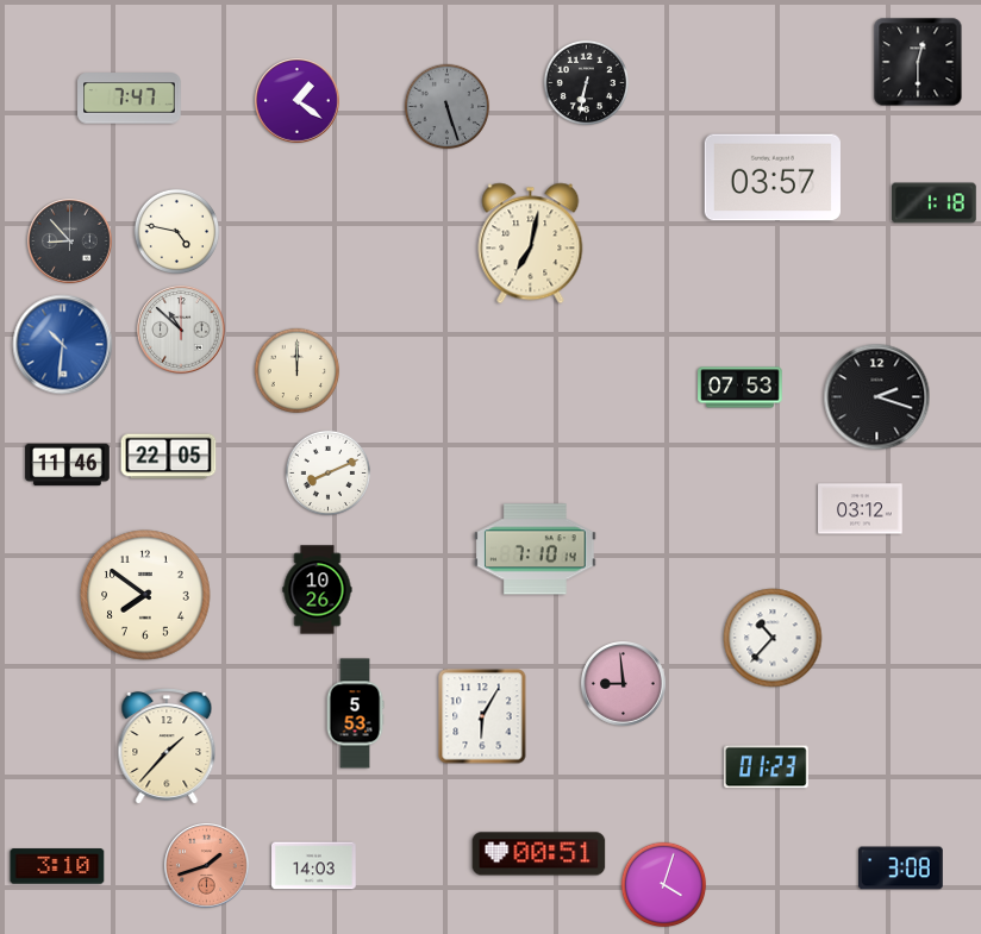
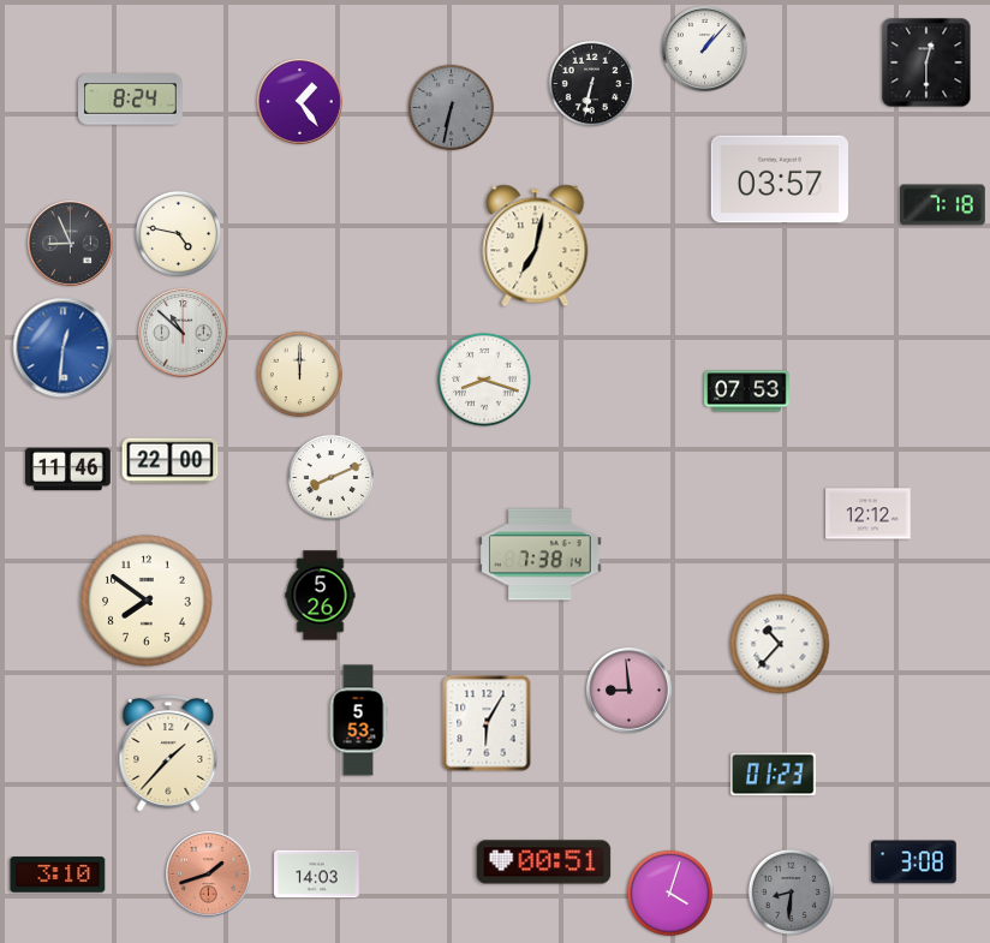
clock at (705, 49): none -> 1:07
clock at (130, 99): 7:47 -> 8:24
clock at (298, 101): 1:21 -> 1:24
clock at (448, 107): 5:27 -> 6:32
clock at (935, 203): 1:18 -> 7:18
clock at (70, 242): 8:53 -> 8:56
clock at (63, 345): 10:31 -> 12:31
clock at (484, 380): none -> 8:18
clock at (877, 397): 2:18 -> none
clock at (169, 457): 22:05 -> 22:00
clock at (861, 509): 03:12 -> 12:12
clock at (536, 550): 7:10 -> 7:38
clock at (318, 590): 10:26 -> 5:26
clock at (901, 869) position: (901, 869) -> (914, 863)
clock at (792, 893): none -> 8:31
